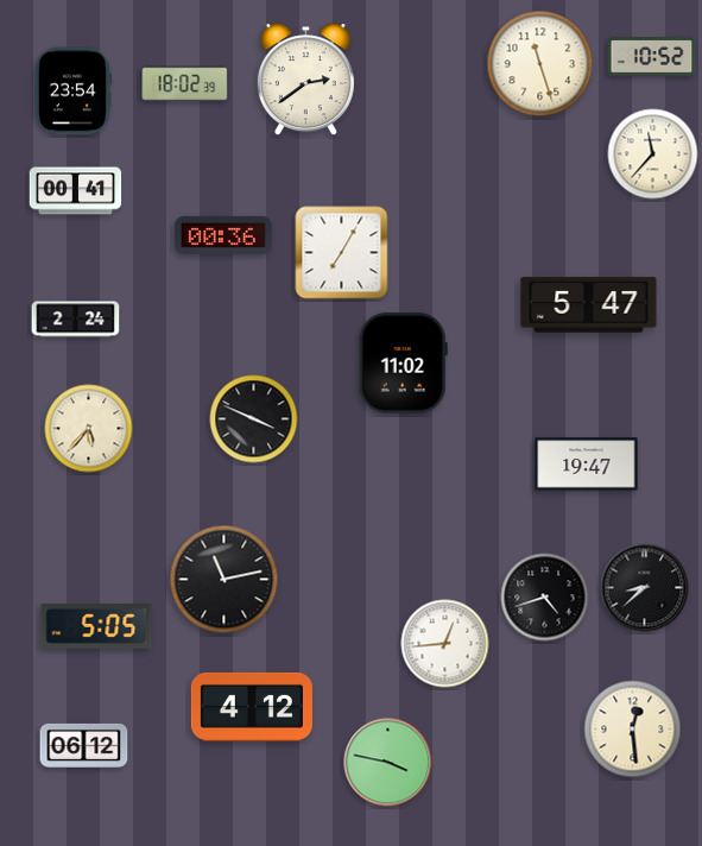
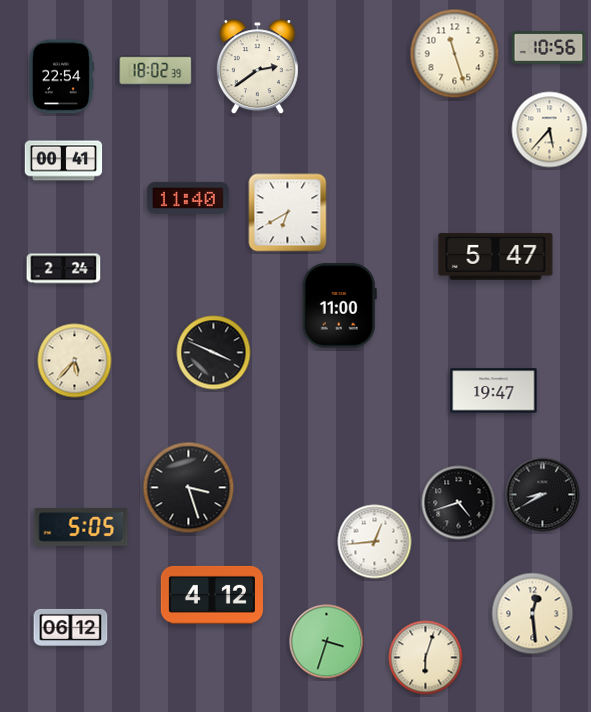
clock at (652, 57): 10:52 -> 10:56
clock at (72, 91): 23:54 -> 22:54
clock at (653, 154): 11:37 -> 5:37
clock at (223, 235): 00:36 -> 11:40
clock at (342, 253): 7:05 -> 6:40
clock at (403, 364): 11:02 -> 11:00
clock at (224, 580): 11:13 -> 3:27
clock at (645, 588): 8:38 -> 8:40
clock at (388, 763): 3:47 -> 3:33
clock at (426, 658): none -> 6:03
